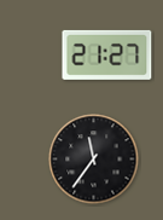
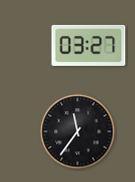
clock at (107, 54): 21:27 -> 03:27
